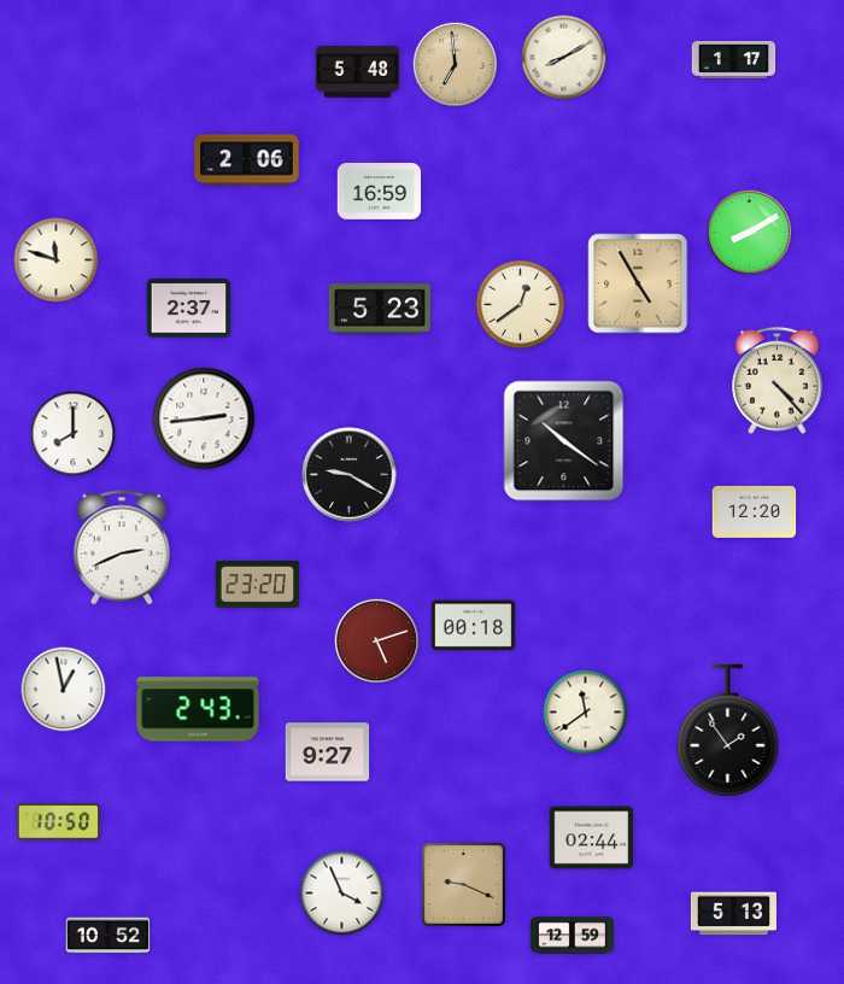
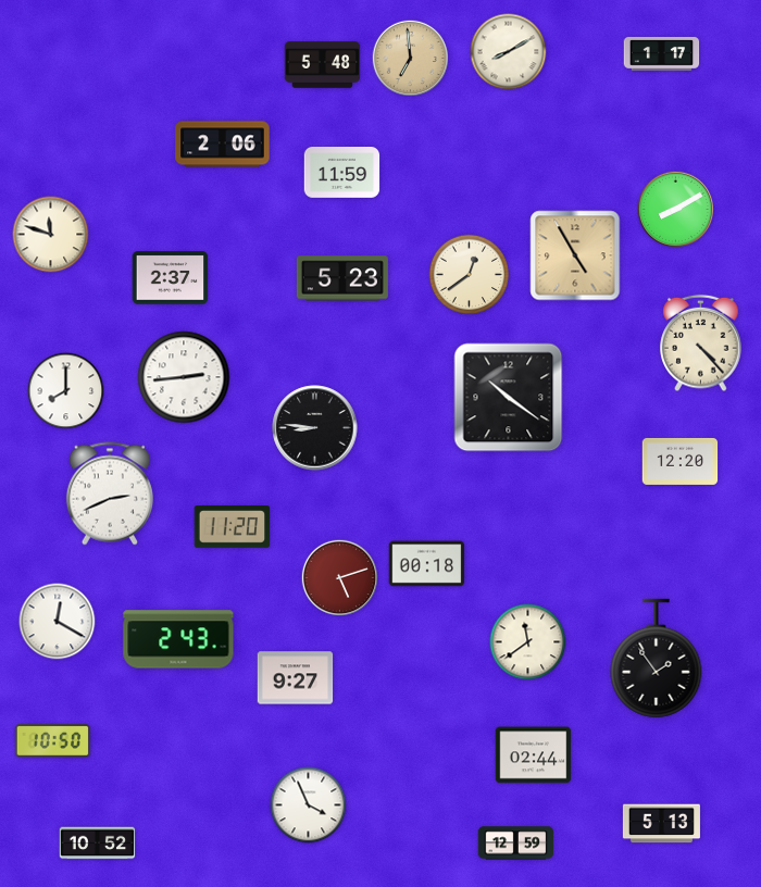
clock at (380, 192): 16:59 -> 11:59
clock at (350, 475): 9:20 -> 8:46
clock at (258, 585): 23:20 -> 11:20
clock at (64, 690): 12:58 -> 12:20
clock at (463, 884): 9:19 -> none
